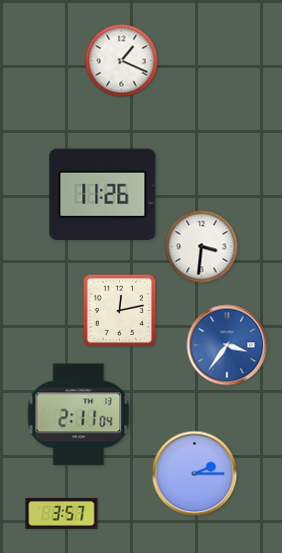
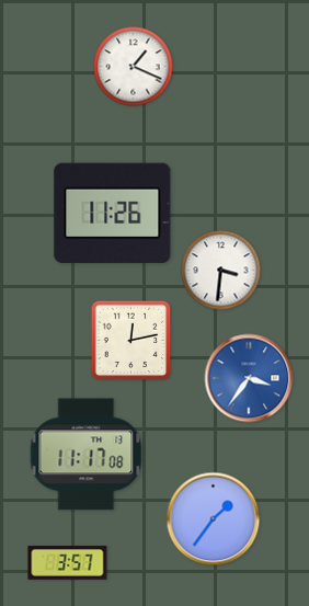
clock at (79, 415): 2:11 -> 11:17
clock at (195, 474): 2:15 -> 1:36
